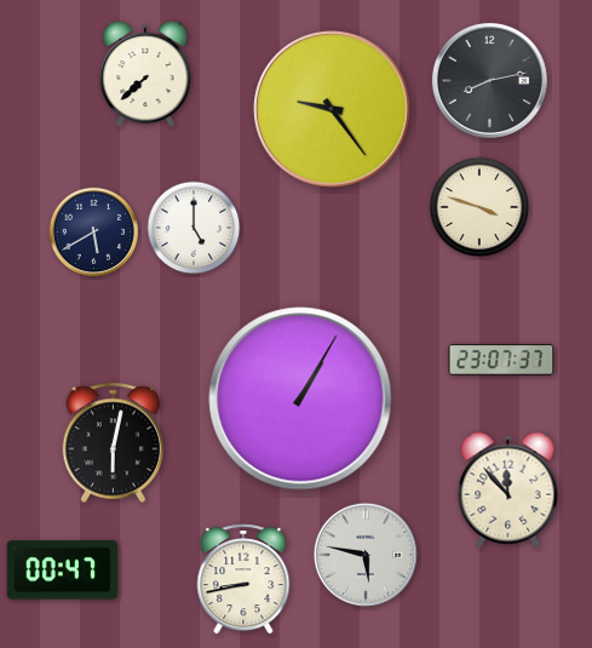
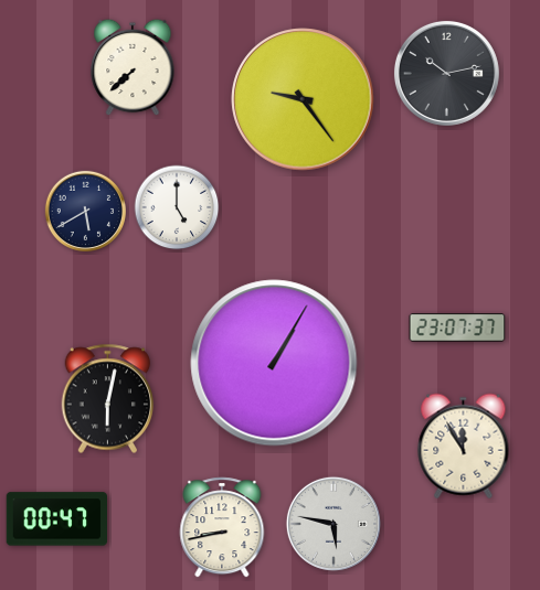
clock at (489, 80): 8:13 -> 10:13
clock at (479, 207): 3:48 -> none
clock at (114, 443) position: (114, 443) -> (108, 399)
clock at (508, 491): 11:53 -> 11:55
clock at (366, 555) position: (366, 555) -> (333, 524)
